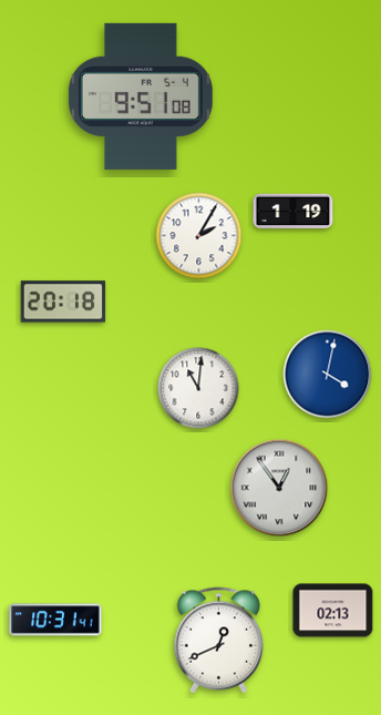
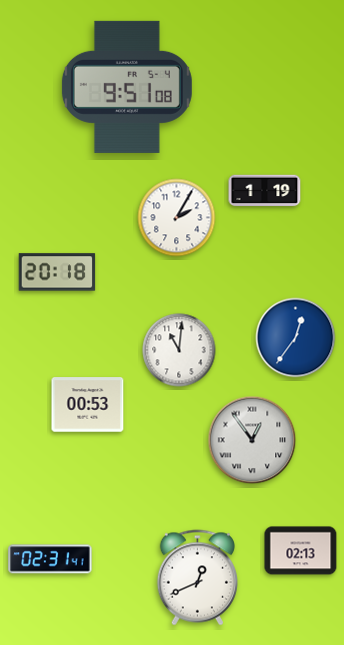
clock at (199, 236) position: (199, 236) -> (177, 218)
clock at (328, 375): 4:02 -> 12:36
clock at (88, 405): none -> 00:53
clock at (55, 620): 10:31 -> 02:31
